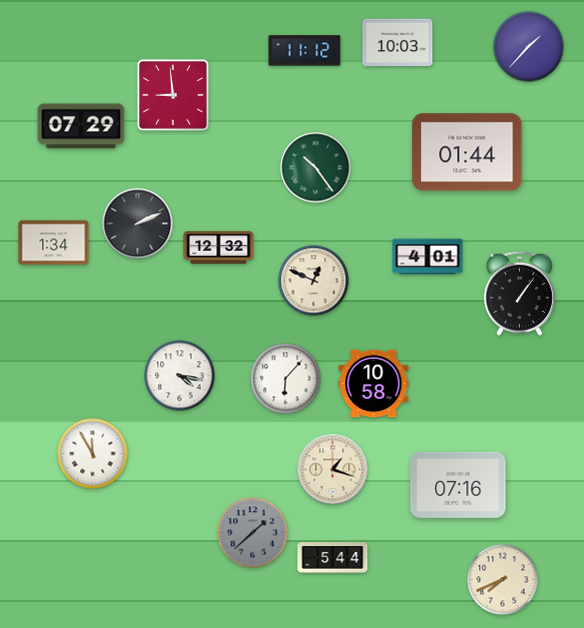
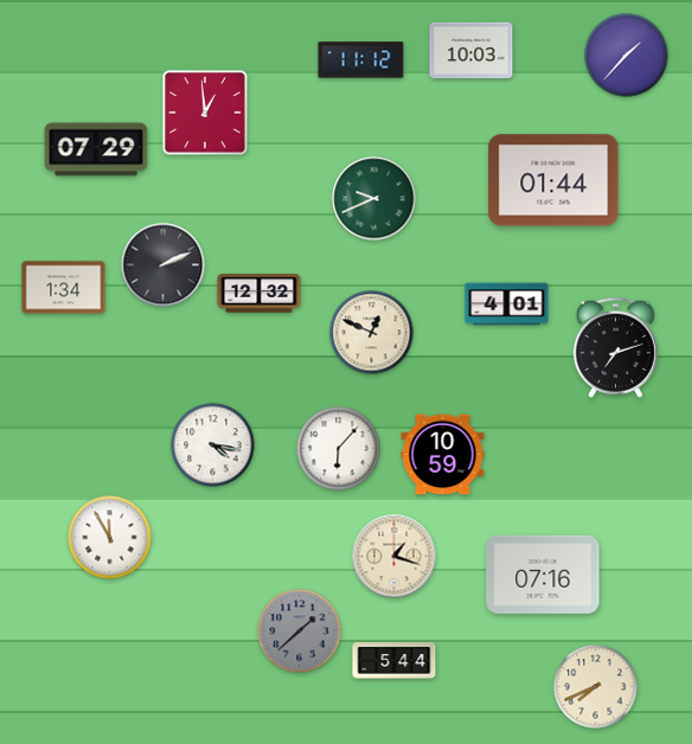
clock at (173, 95): 8:59 -> 12:59
clock at (316, 168): 10:24 -> 9:41
clock at (519, 293): 1:06 -> 7:12
clock at (374, 384): 10:58 -> 10:59
